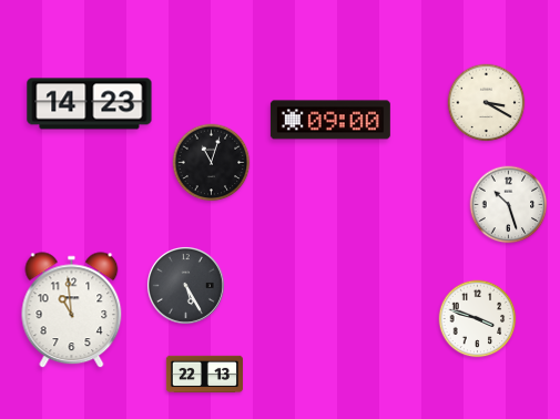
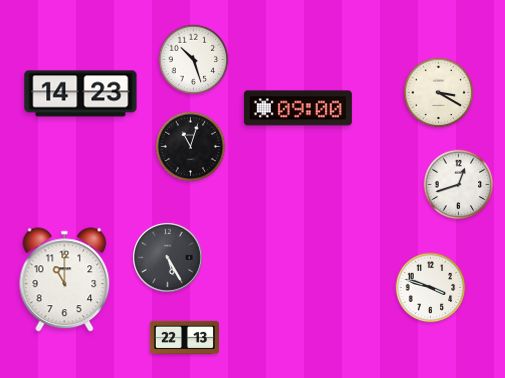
clock at (194, 60): none -> 10:27
clock at (509, 205): 10:27 -> 12:42
clock at (72, 310): 10:59 -> 11:00
